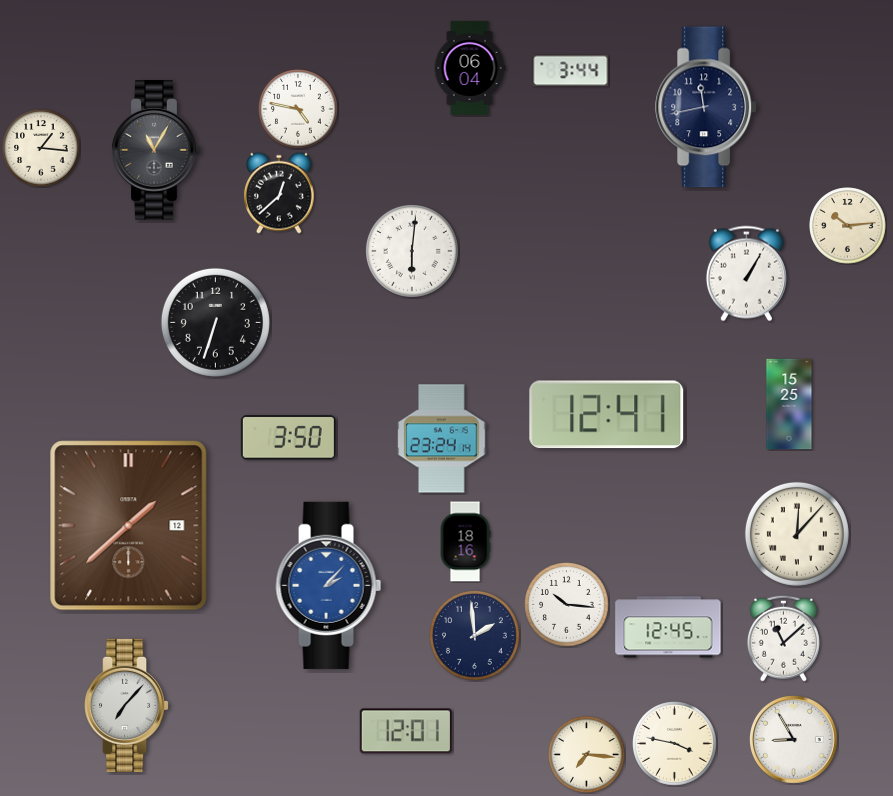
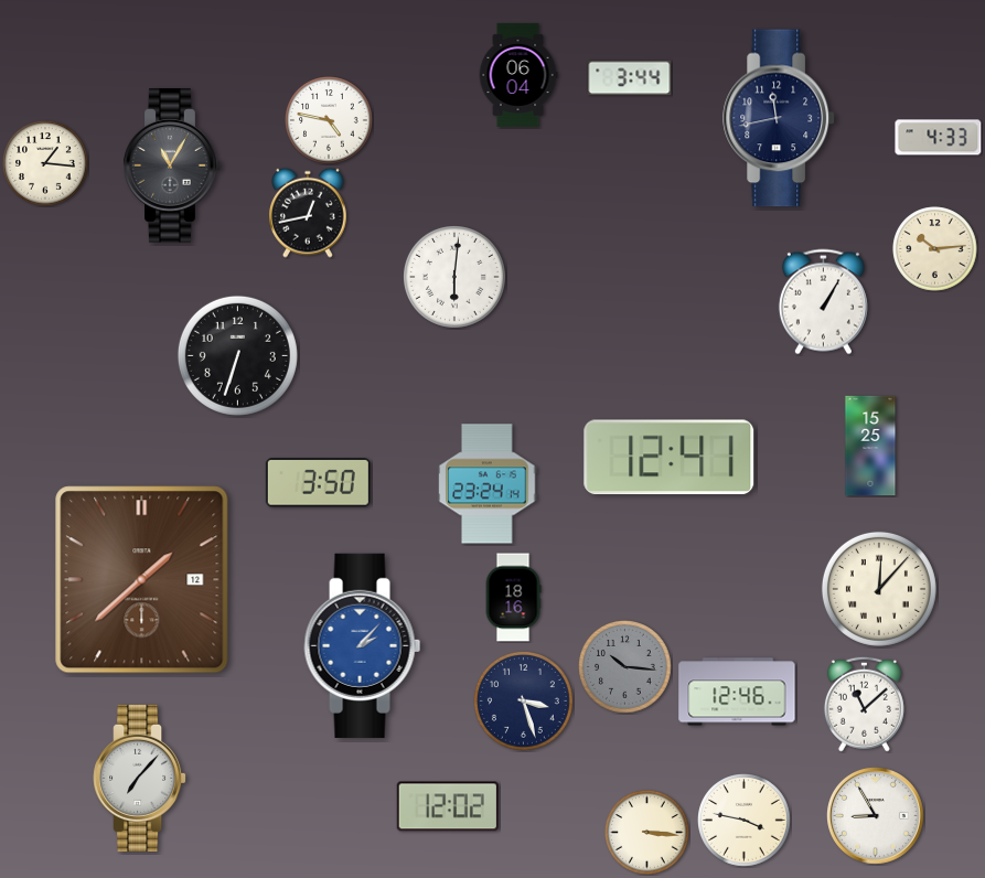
clock at (939, 138): none -> 4:33
clock at (279, 193): 12:38 -> 12:43
clock at (567, 605) dial: white -> grey
clock at (668, 627): 12:45 -> 12:46
clock at (474, 635): 1:59 -> 3:27
clock at (406, 731): 12:01 -> 12:02
clock at (587, 755): 7:16 -> 3:16
